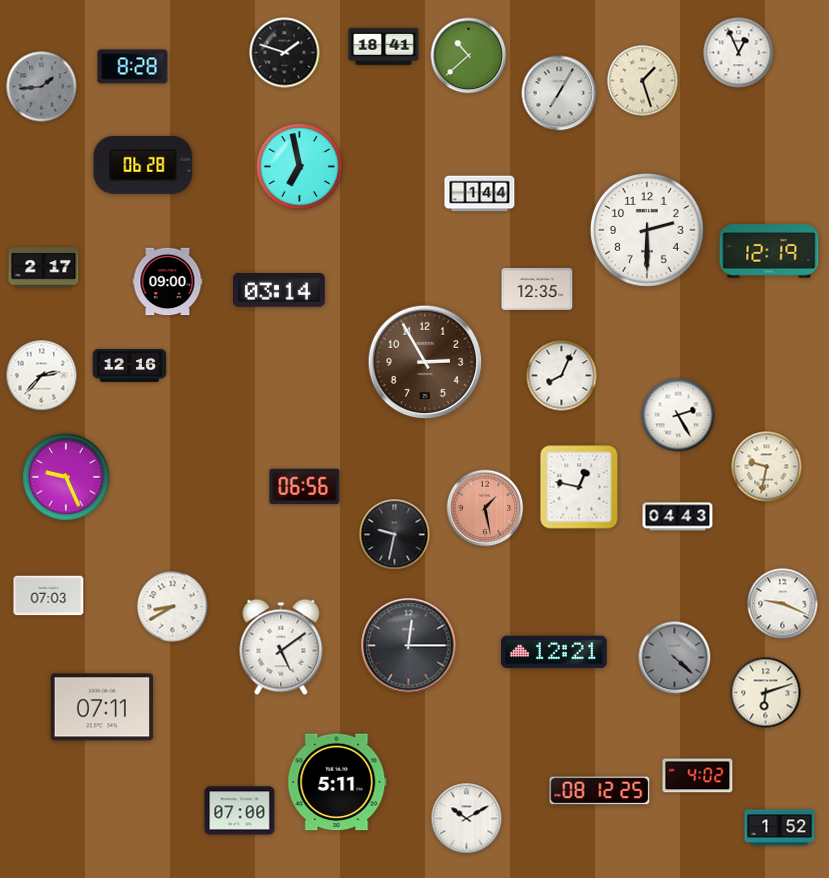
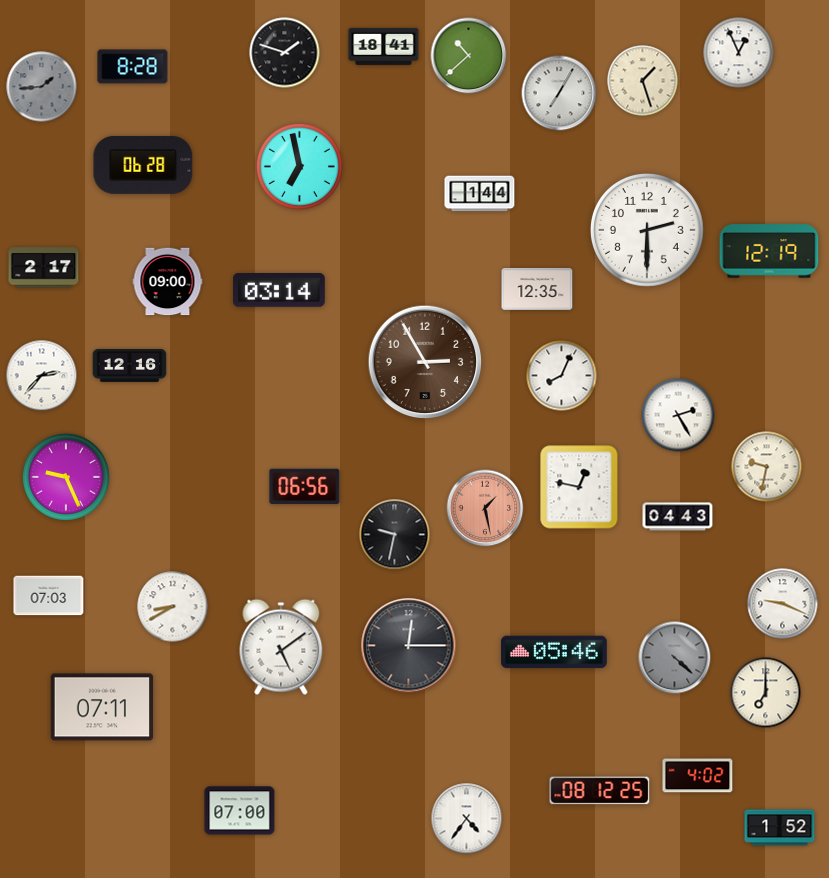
clock at (555, 652): 12:21 -> 05:46
clock at (766, 693): 6:12 -> 7:00
clock at (337, 782): 5:11 -> none
clock at (467, 819): 10:10 -> 4:36
